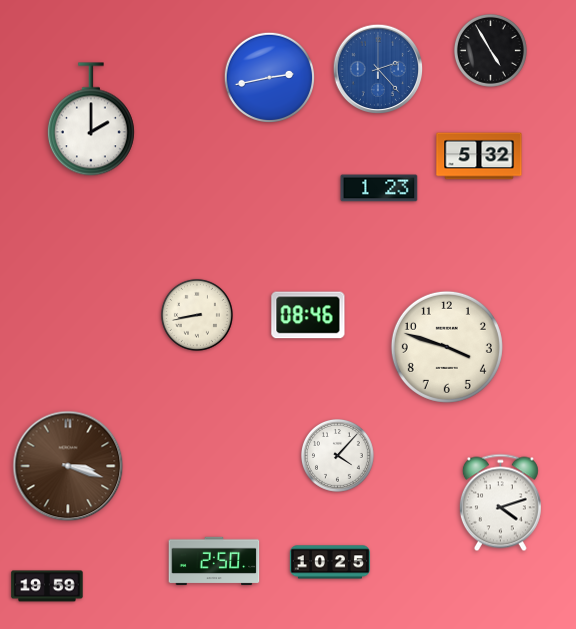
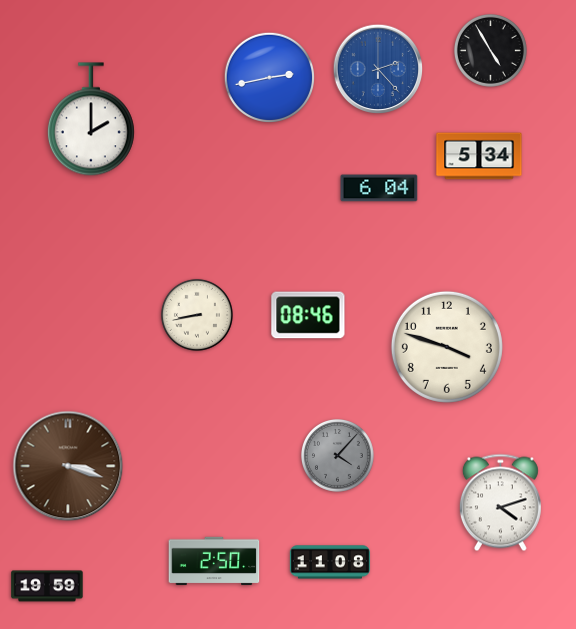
clock at (479, 156): 5:32 -> 5:34
clock at (379, 188): 1:23 -> 6:04
clock at (338, 456) dial: white -> grey
clock at (329, 562): 10:25 -> 11:08
